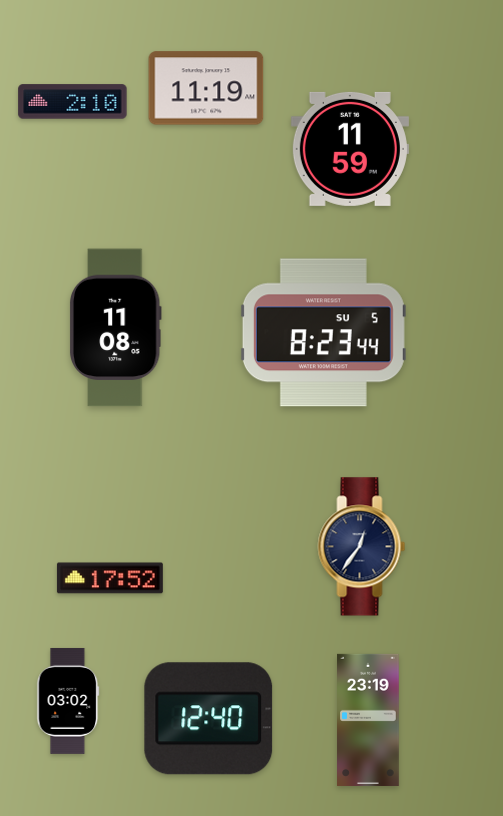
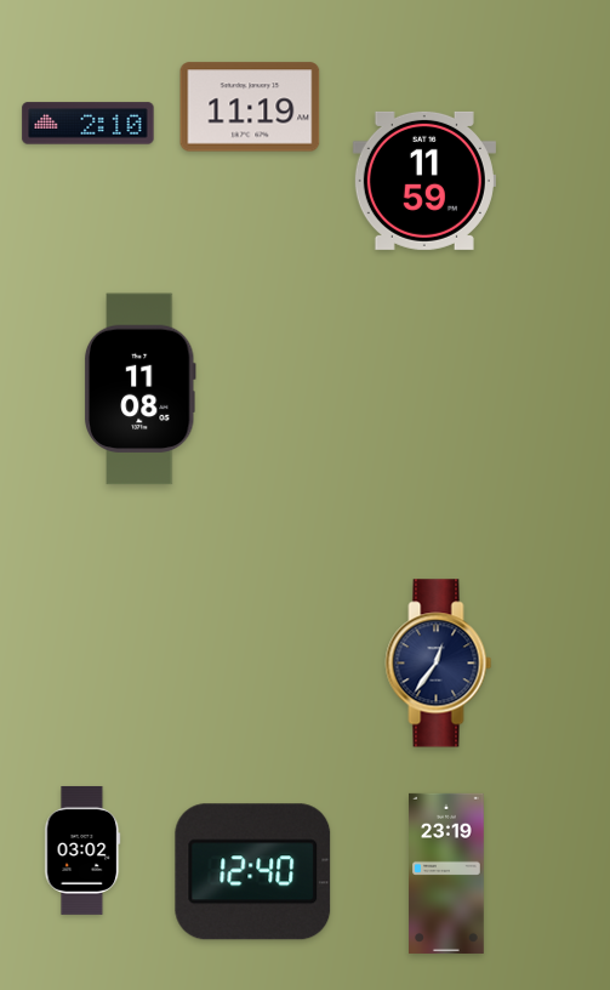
clock at (115, 328) position: (115, 328) -> (139, 389)
clock at (323, 333): 8:23 -> none
clock at (110, 578): 17:52 -> none
